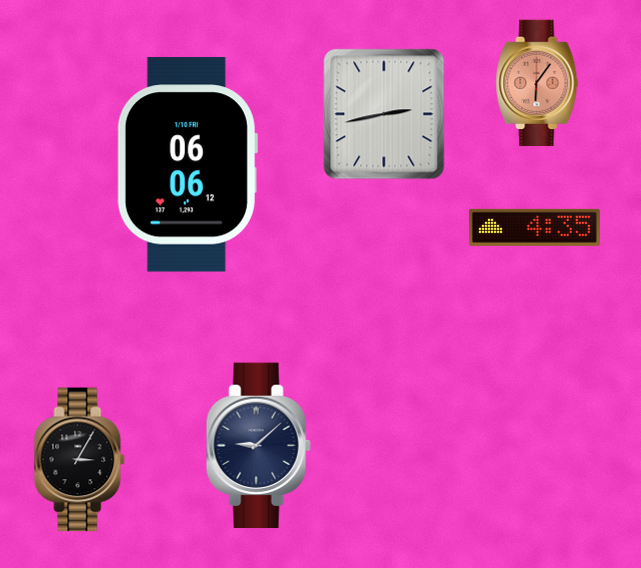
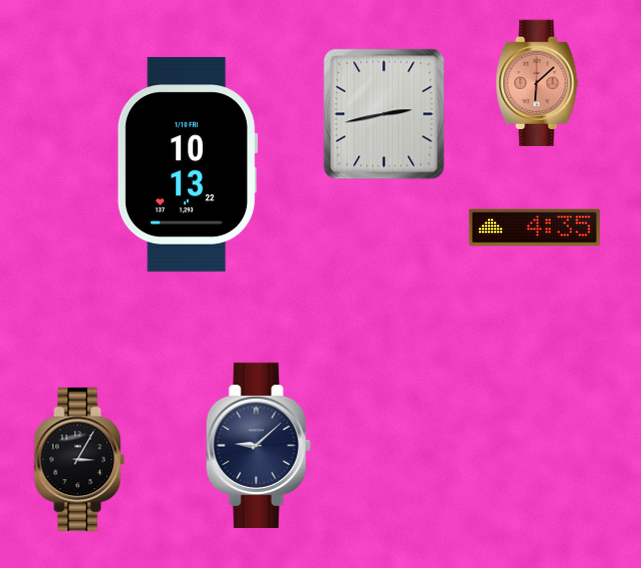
clock at (537, 83): 6:06 -> 6:08
clock at (187, 165): 06:06 -> 10:13
